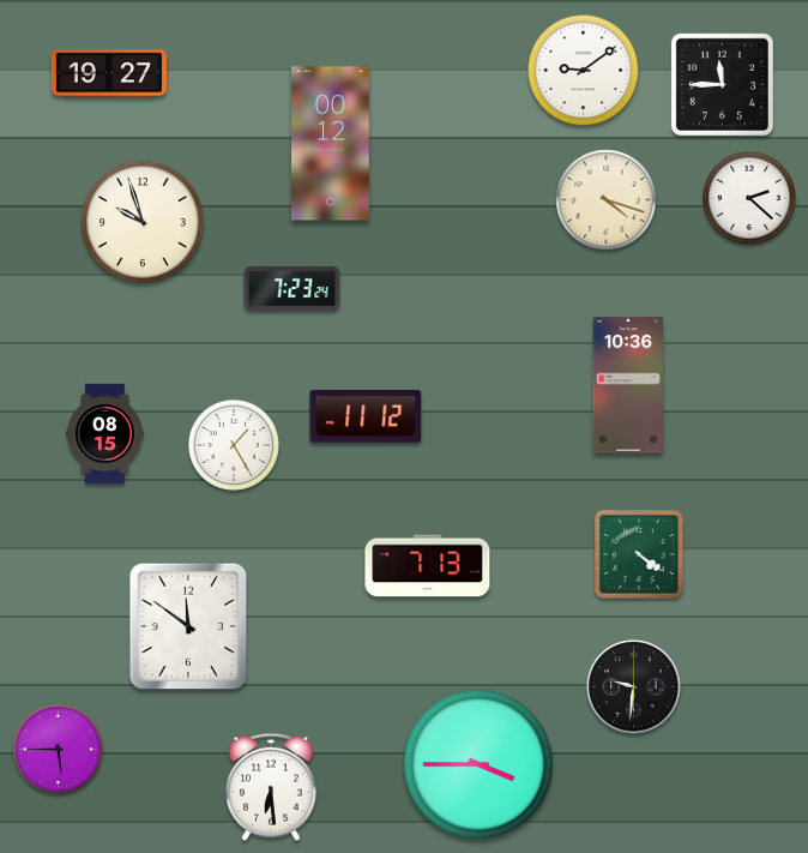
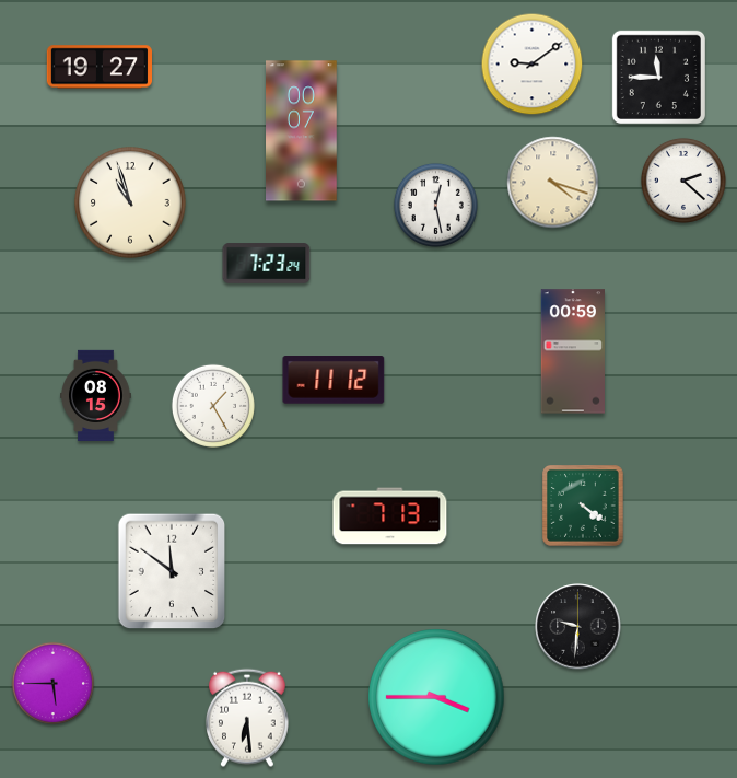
clock at (331, 144): 00:12 -> 00:07
clock at (143, 222): 9:57 -> 10:57
clock at (435, 205): none -> 12:28
clock at (627, 385): 10:36 -> 00:59
